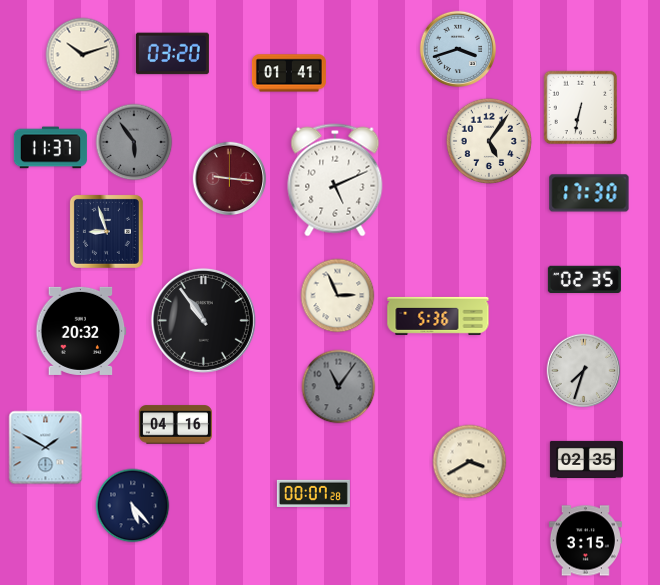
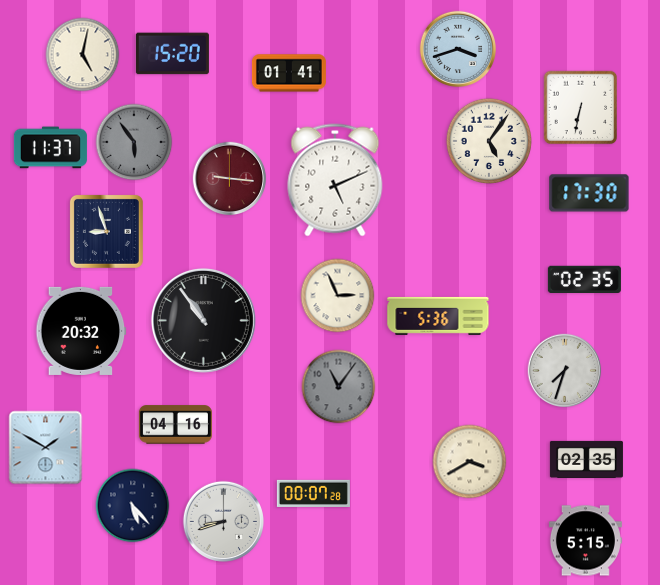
clock at (172, 54): 03:20 -> 15:20
clock at (83, 55): 10:12 -> 5:02
clock at (584, 371) position: (584, 371) -> (565, 371)
clock at (223, 521): none -> 8:42
clock at (585, 541): 3:15 -> 5:15
